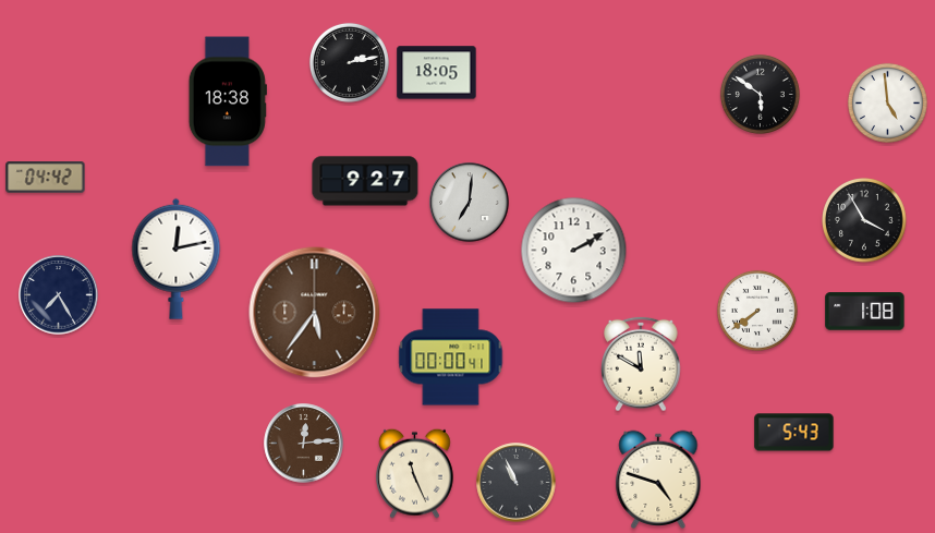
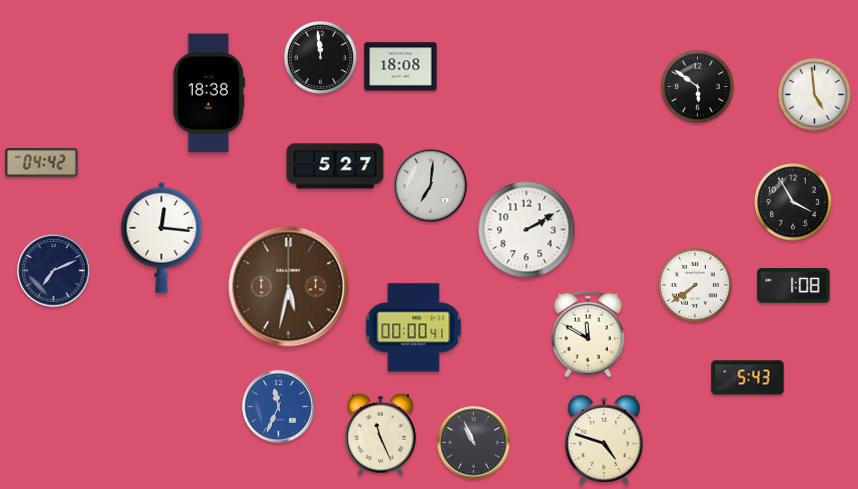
clock at (349, 62): 2:13 -> 11:59
clock at (437, 73): 18:05 -> 18:08
clock at (365, 181): 9:27 -> 5:27
clock at (177, 258): 12:13 -> 12:16
clock at (59, 295): 7:25 -> 7:11
clock at (315, 313): 5:36 -> 5:32
clock at (794, 433) position: (794, 433) -> (748, 378)
clock at (304, 444): 12:14 -> 11:34
clock at (304, 444) dial: brown -> blue
